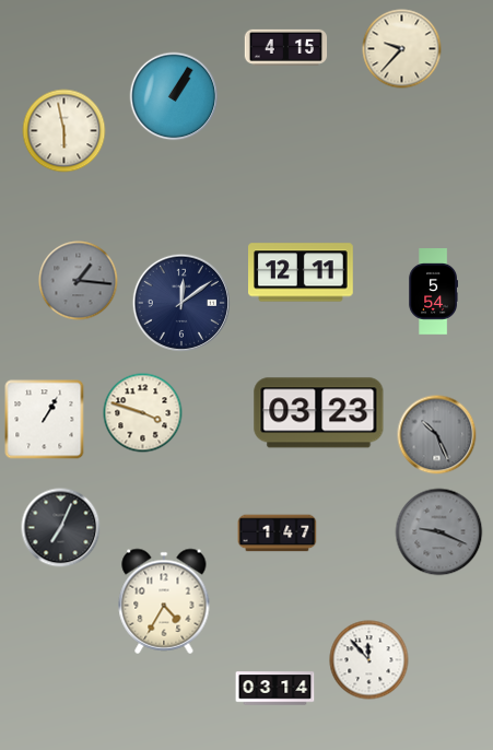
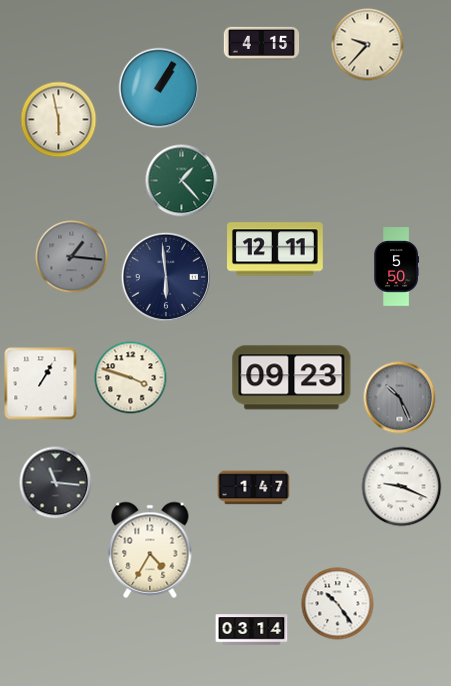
clock at (182, 181): none -> 1:23
clock at (433, 292): 5:54 -> 5:50
clock at (181, 303): 12:09 -> 5:59
clock at (319, 413): 03:23 -> 09:23
clock at (61, 528): 7:04 -> 11:16
clock at (439, 532) dial: grey -> white
clock at (369, 660): 11:53 -> 10:24
